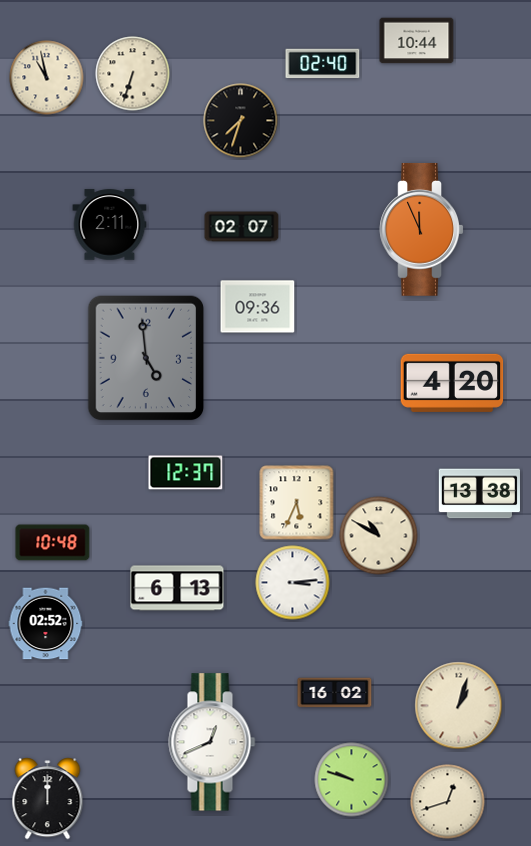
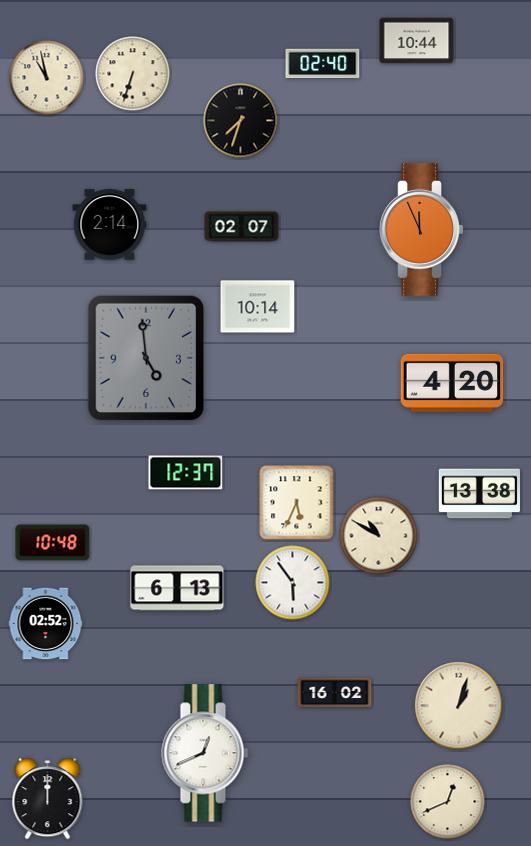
clock at (110, 225): 2:11 -> 2:14
clock at (258, 307): 09:36 -> 10:14
clock at (293, 583): 3:14 -> 5:54
clock at (212, 742) position: (212, 742) -> (205, 753)
clock at (352, 780): 9:48 -> none
clock at (448, 802): 12:42 -> 12:41
